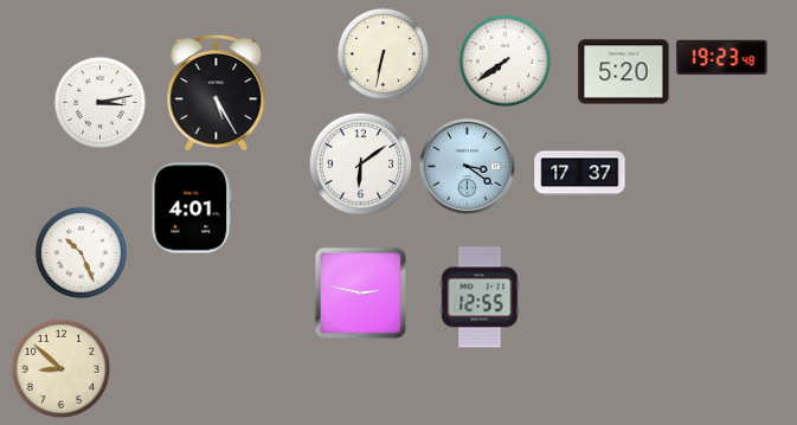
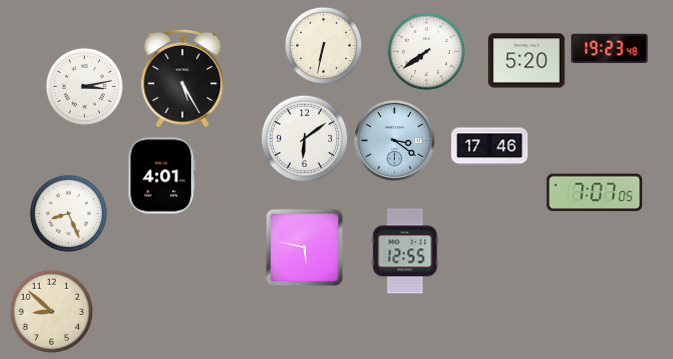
clock at (580, 174): 17:37 -> 17:46
clock at (595, 193): none -> 7:07
clock at (81, 252): 10:26 -> 8:26
clock at (360, 292): 2:47 -> 5:47
